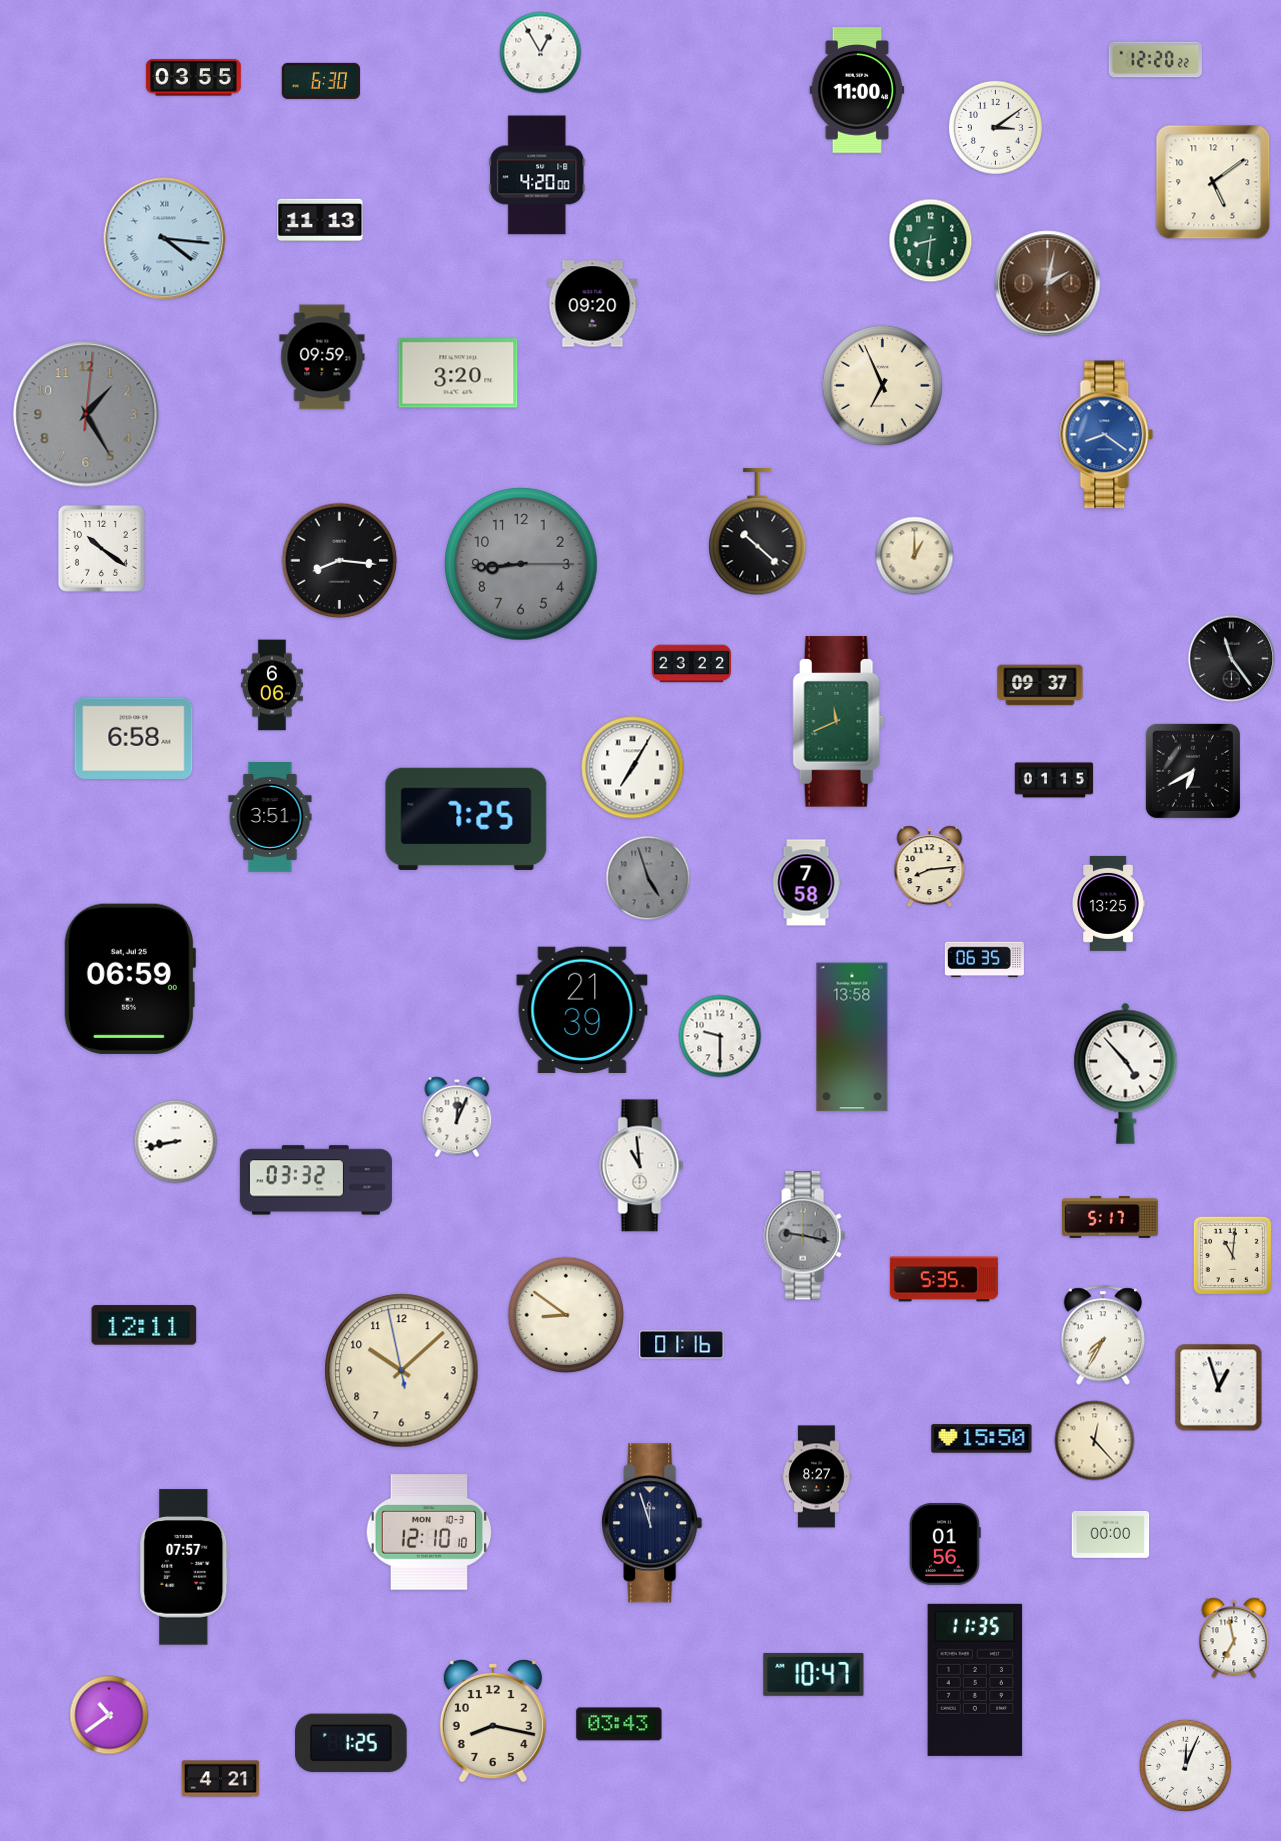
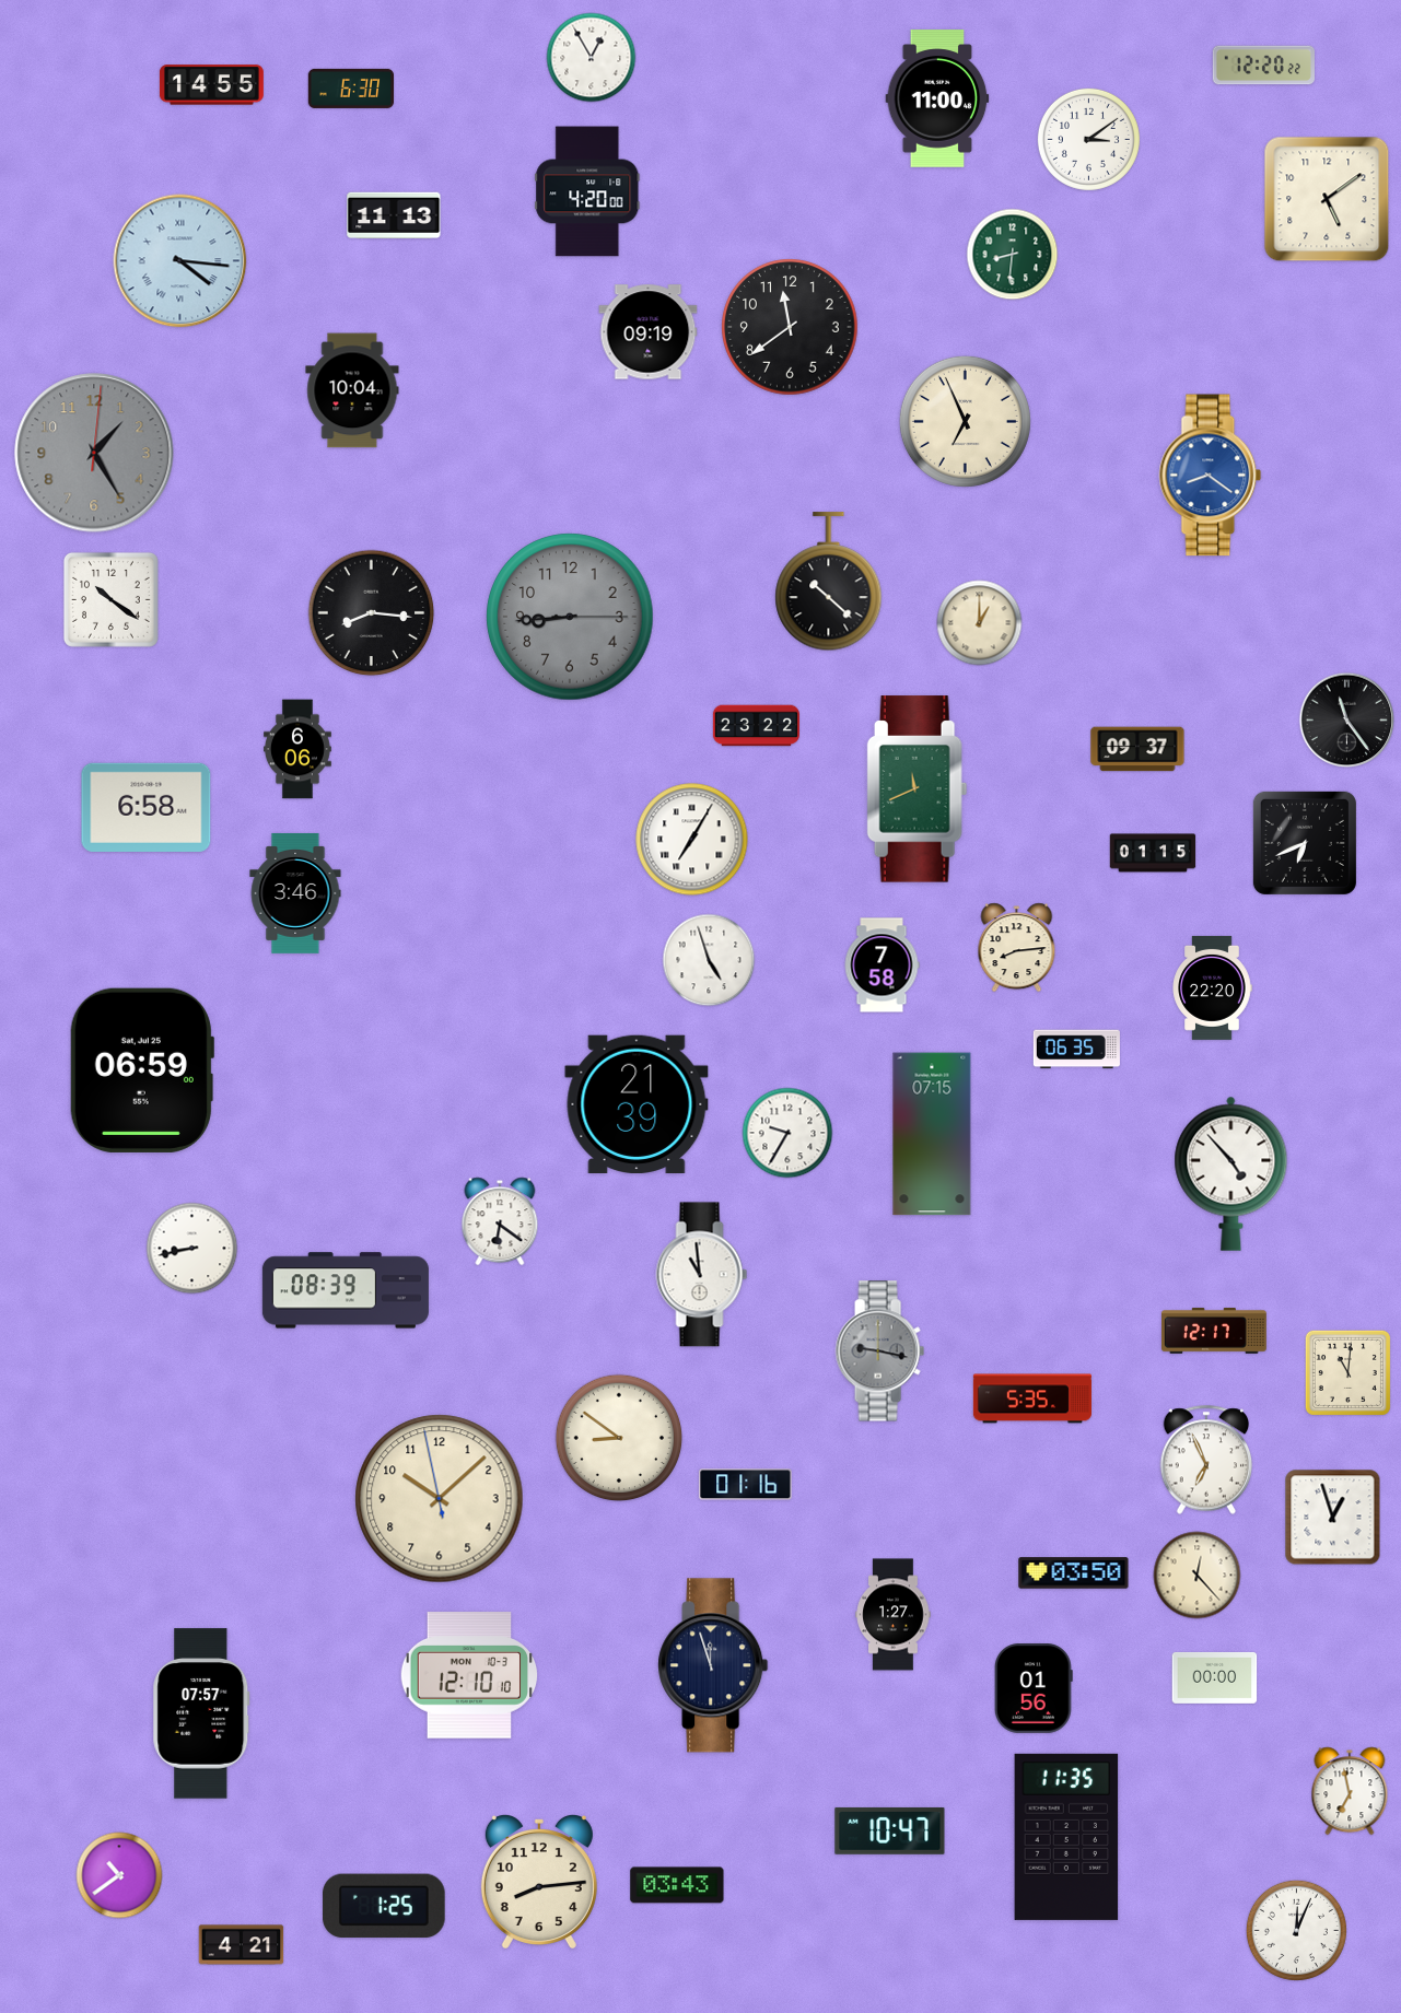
clock at (193, 78): 03:55 -> 14:55
clock at (320, 219) position: (320, 219) -> (394, 214)
clock at (931, 241) position: (931, 241) -> (1013, 255)
clock at (1048, 284): 2:02 -> none
clock at (790, 327): none -> 11:39
clock at (593, 304): 09:20 -> 09:19
clock at (322, 357): 09:59 -> 10:04
clock at (458, 373): 3:20 -> none
clock at (915, 556) position: (915, 556) -> (980, 623)
clock at (1193, 771): 6:40 -> 6:41
clock at (270, 817): 3:51 -> 3:46
clock at (466, 819): 7:25 -> none
clock at (648, 878) dial: grey -> white
clock at (1108, 903): 13:25 -> 22:20
clock at (720, 1036): 9:30 -> 9:35
clock at (852, 1037): 13:58 -> 07:15
clock at (457, 1117): 12:04 -> 6:21
clock at (316, 1180): 03:32 -> 08:39
clock at (1111, 1217): 5:17 -> 12:17
clock at (144, 1325): 12:11 -> none
clock at (1103, 1335): 7:35 -> 6:56
clock at (682, 1345) position: (682, 1345) -> (746, 1485)
clock at (982, 1439): 15:50 -> 03:50
clock at (817, 1477): 8:27 -> 1:27
clock at (493, 1721): 8:17 -> 8:14
